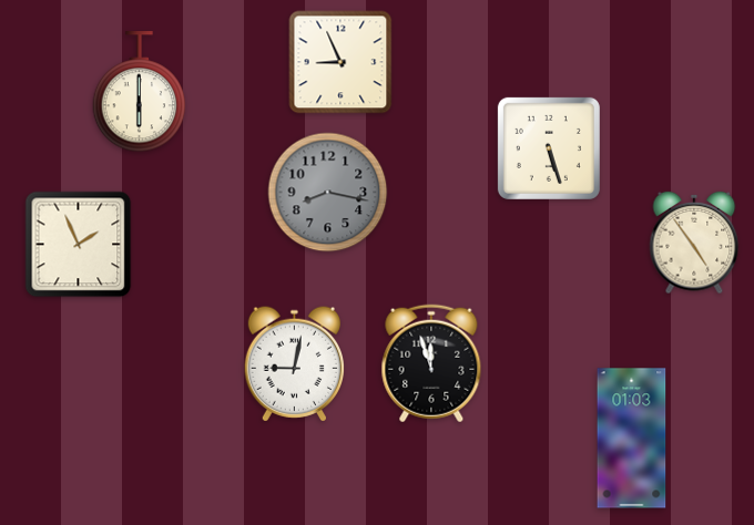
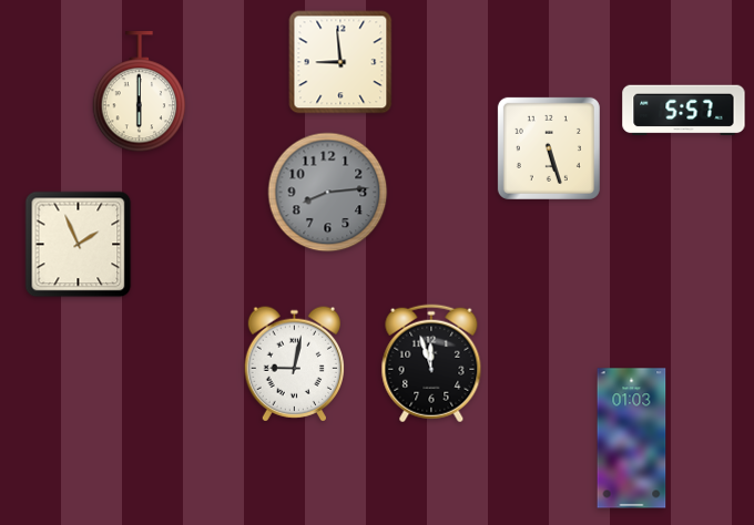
clock at (340, 62): 8:56 -> 8:59
clock at (684, 111): none -> 5:57
clock at (328, 193): 8:17 -> 8:14
clock at (694, 243): 4:54 -> none
